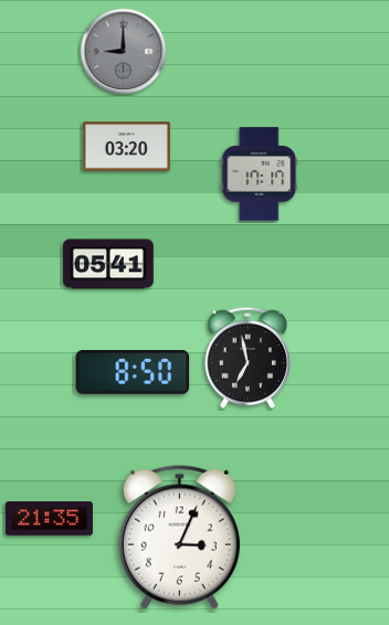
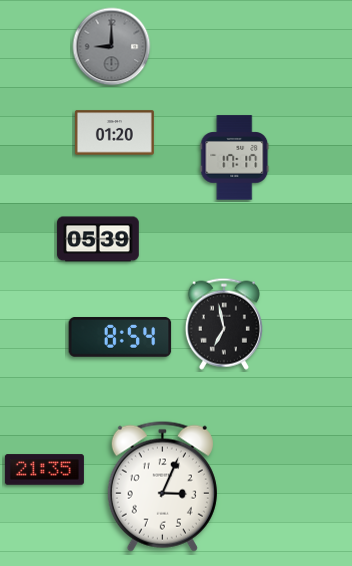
clock at (126, 147): 03:20 -> 01:20
clock at (108, 264): 05:41 -> 05:39
clock at (133, 373): 8:50 -> 8:54
